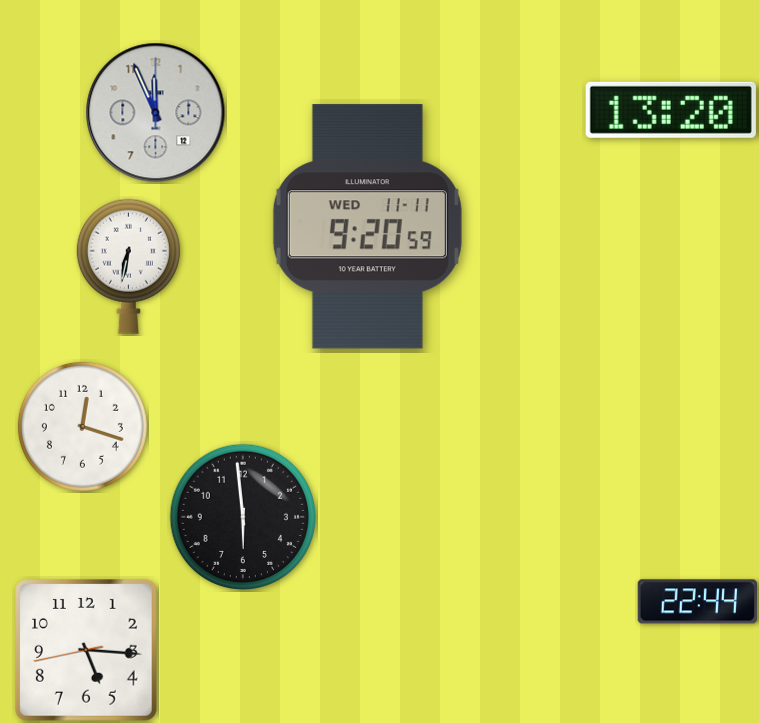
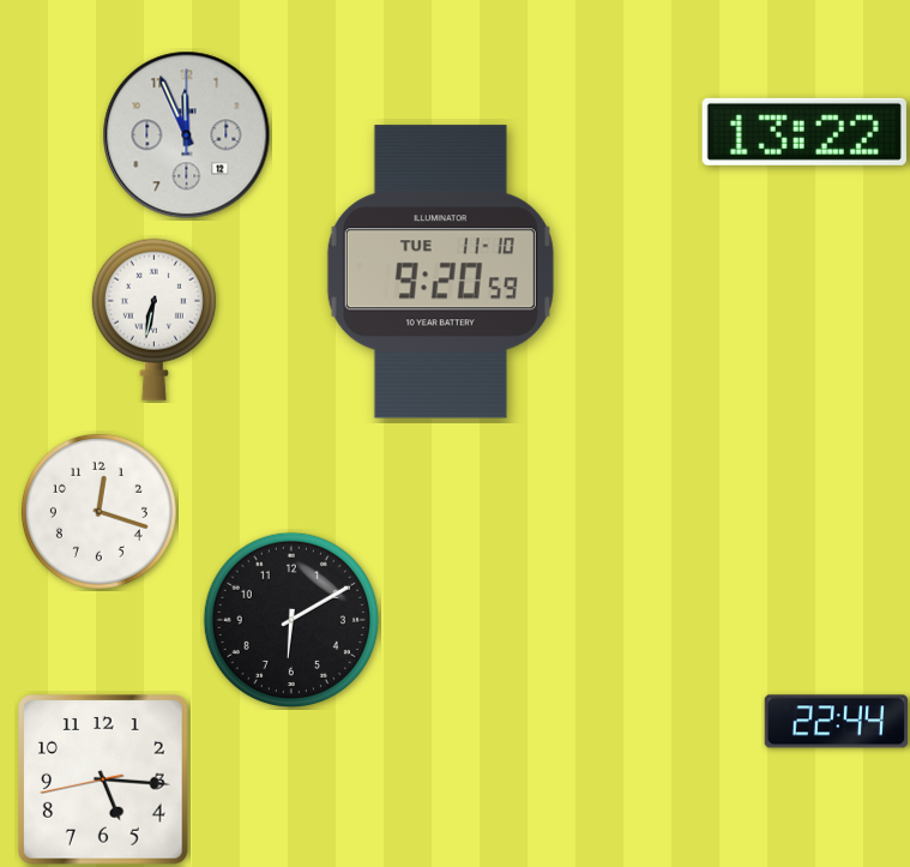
clock at (671, 110): 13:20 -> 13:22
clock at (367, 227) date: WED 11-11 -> TUE 11-10
clock at (243, 517): 5:59 -> 6:10
